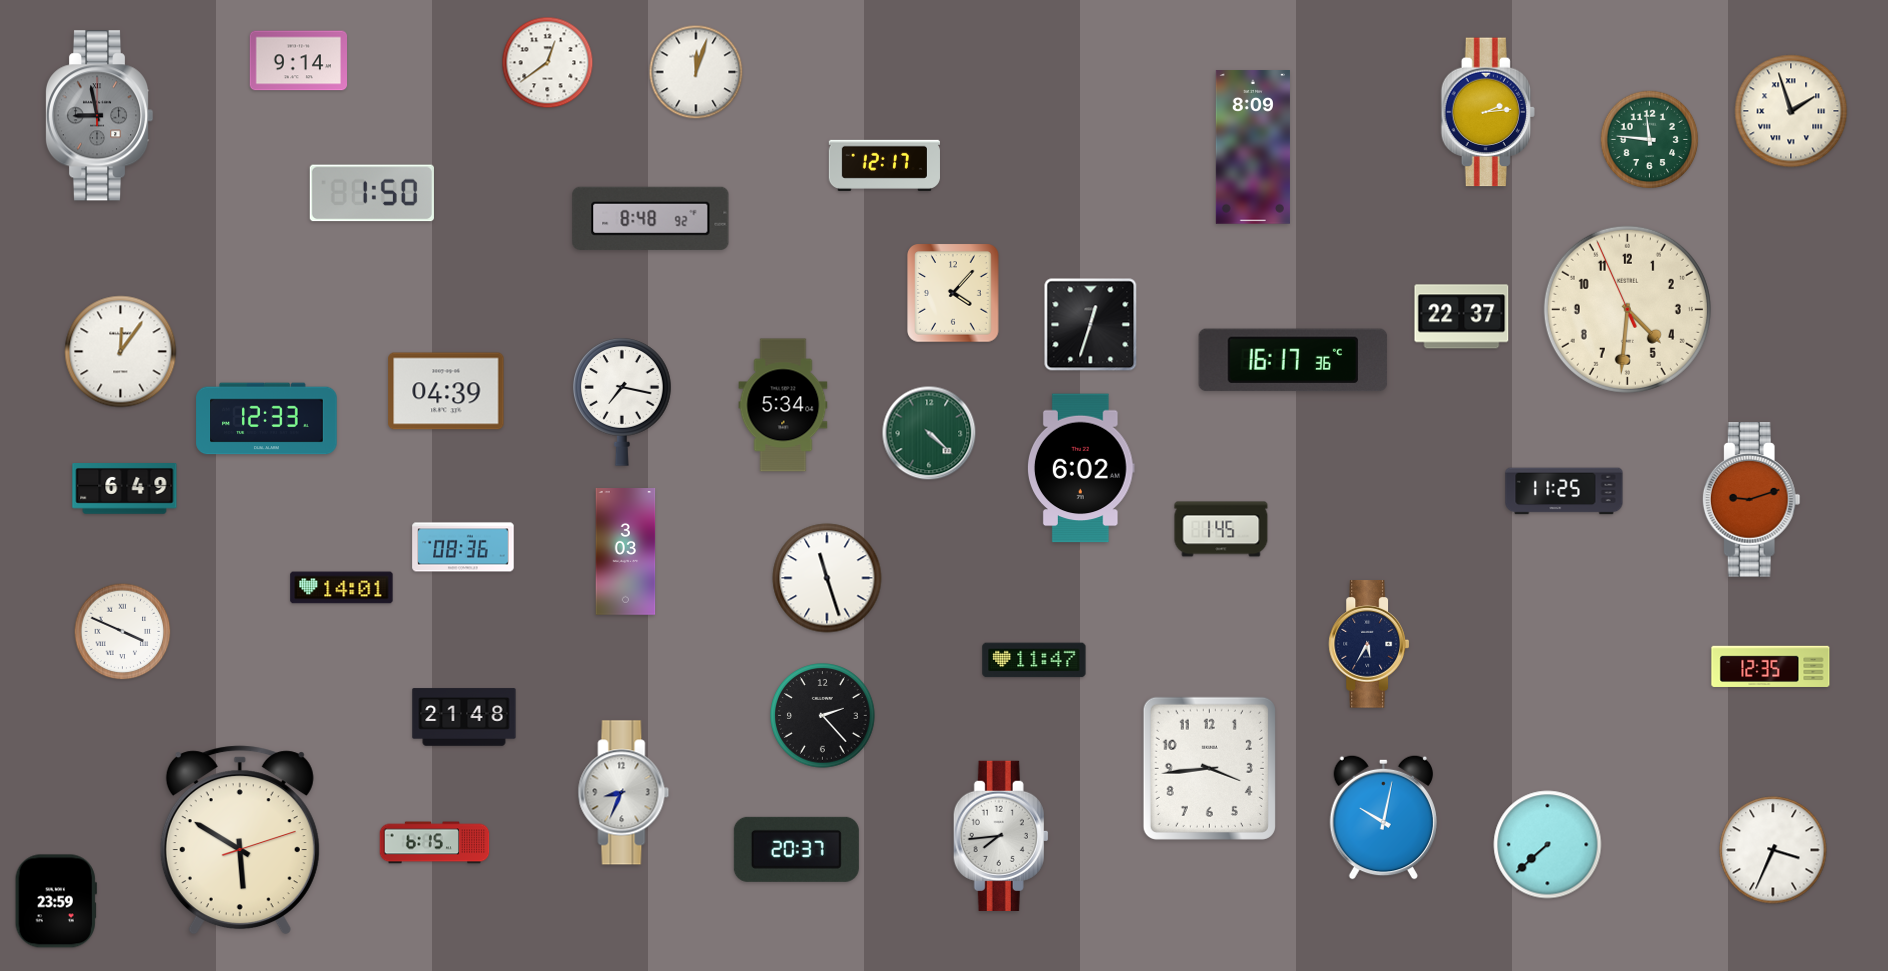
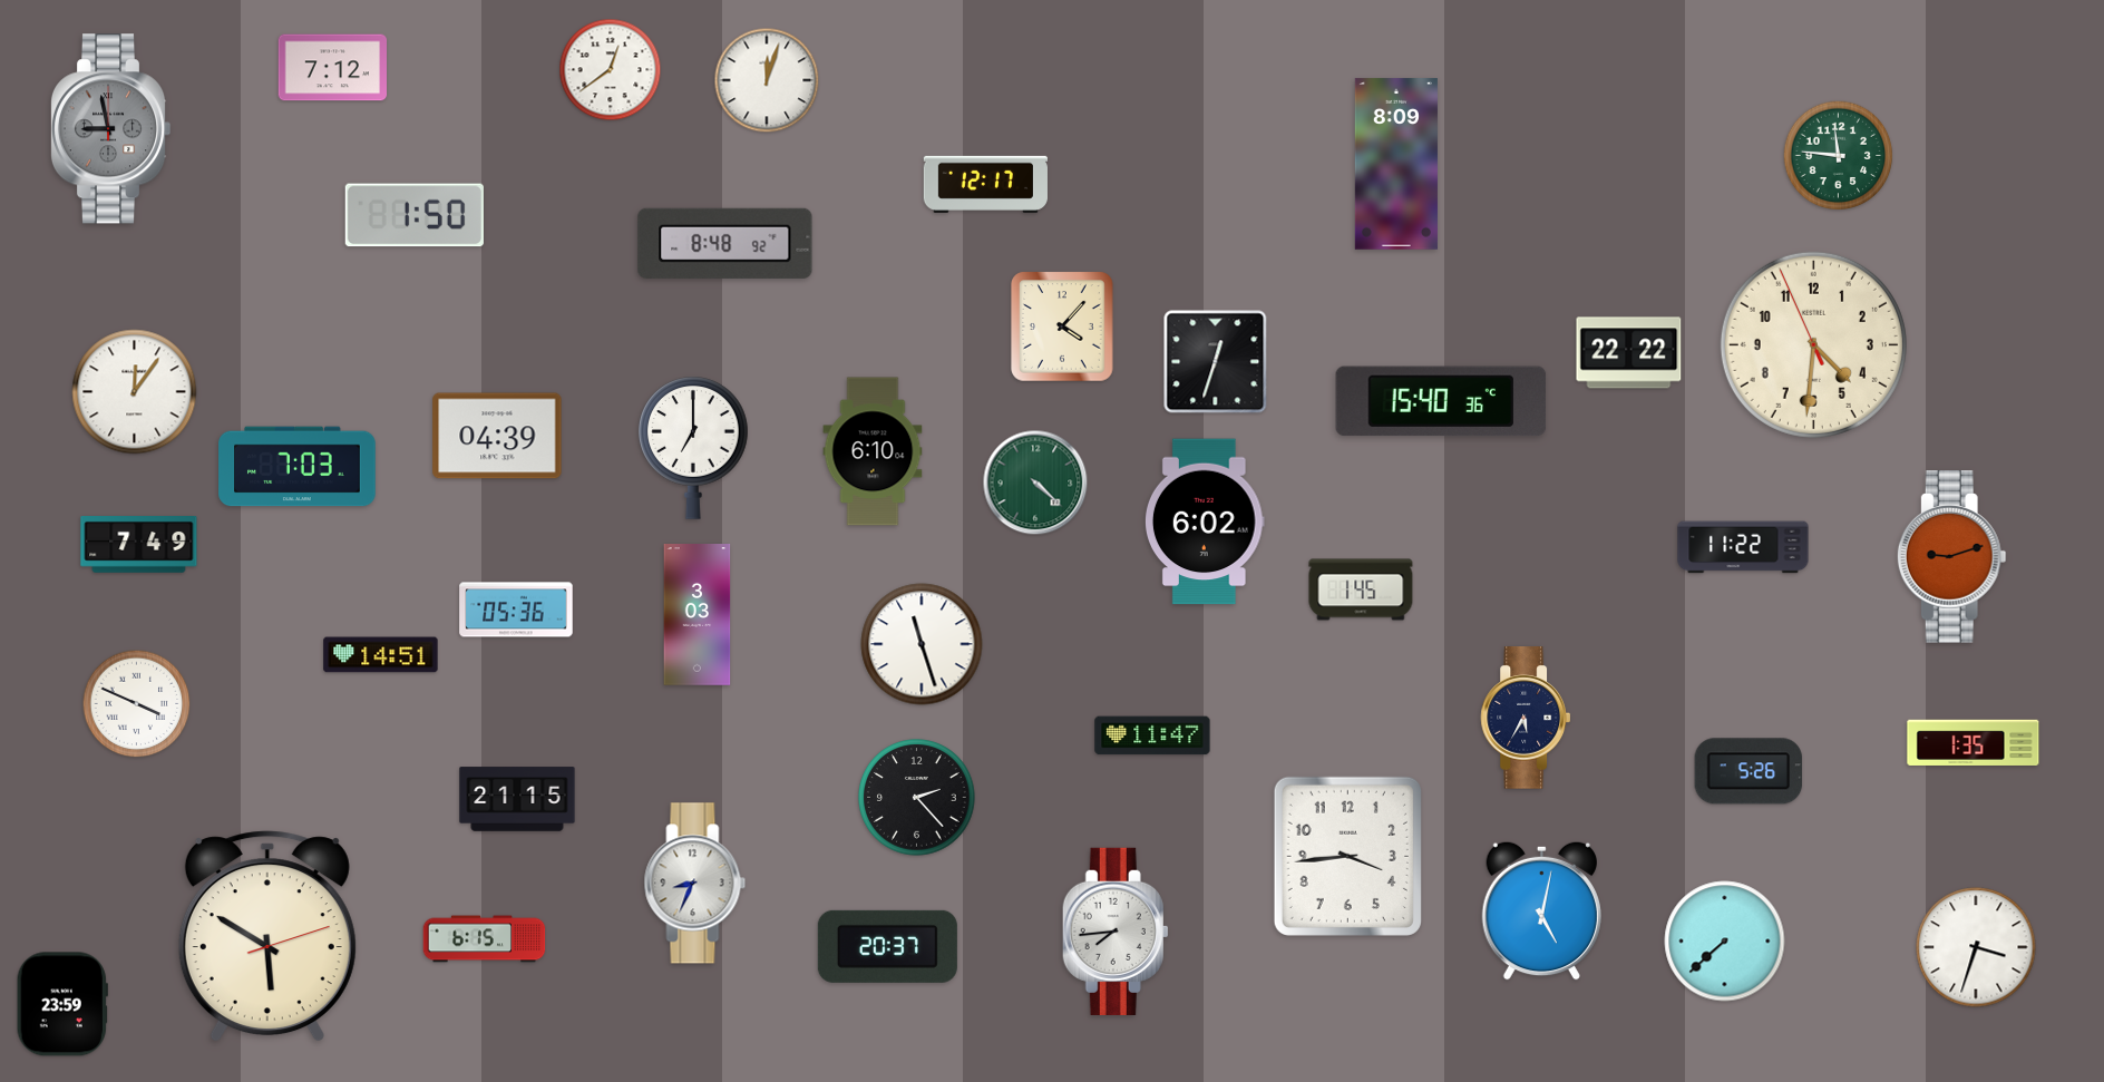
clock at (299, 61): 9:14 -> 7:12
clock at (696, 72) position: (696, 72) -> (767, 80)
clock at (1791, 111): 1:57 -> none
clock at (1487, 112): 2:14 -> none
clock at (1462, 317): 22:37 -> 22:22
clock at (1293, 360): 16:17 -> 15:40
clock at (622, 402): 7:17 -> 7:00
clock at (783, 405): 5:34 -> 6:10
clock at (267, 419): 12:33 -> 7:03
clock at (125, 489): 6:49 -> 7:49
clock at (1564, 491): 11:25 -> 11:22
clock at (463, 547): 08:36 -> 05:36
clock at (342, 588): 14:01 -> 14:51
clock at (1771, 666): 12:35 -> 1:35
clock at (1749, 771): none -> 5:26
clock at (464, 717): 21:48 -> 21:15
clock at (1383, 817): 10:02 -> 5:02
clock at (1773, 850): 3:34 -> 3:33
